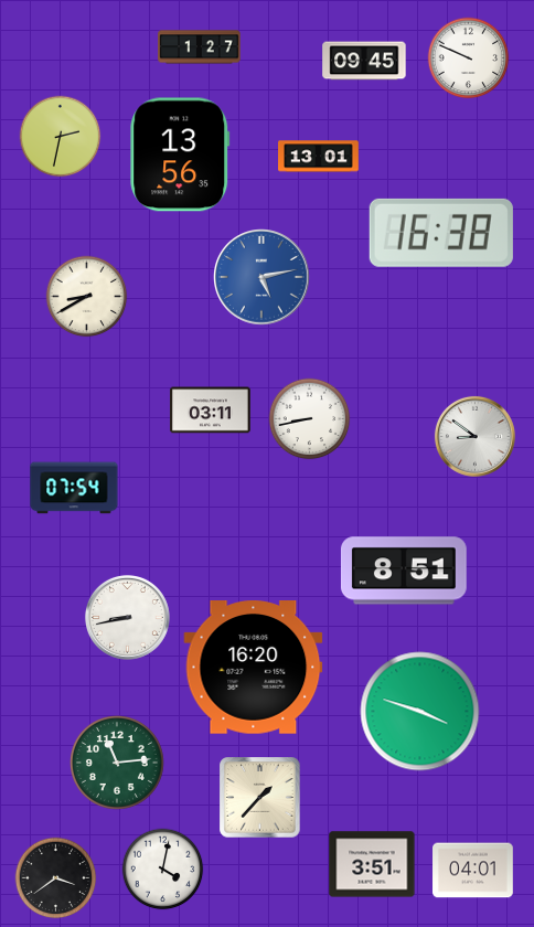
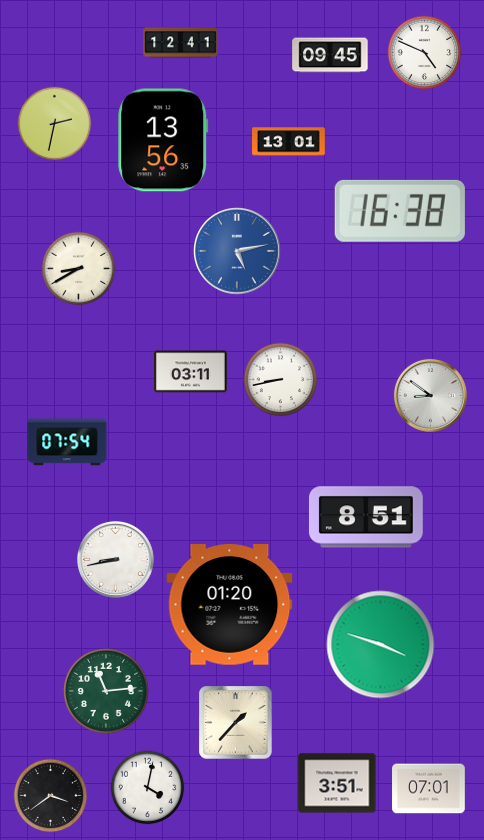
clock at (200, 47): 1:27 -> 12:41
clock at (469, 58): 9:49 -> 4:49
clock at (254, 668): 16:20 -> 01:20
clock at (473, 871): 04:01 -> 07:01
